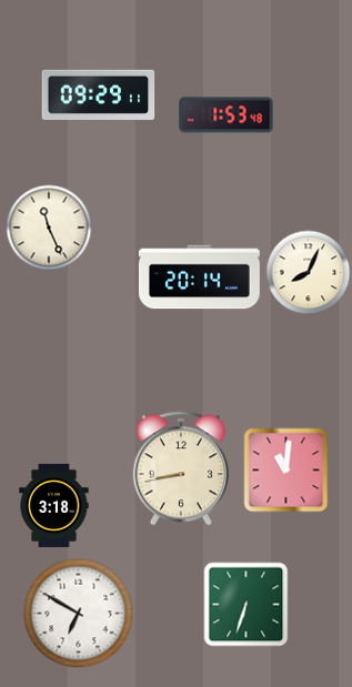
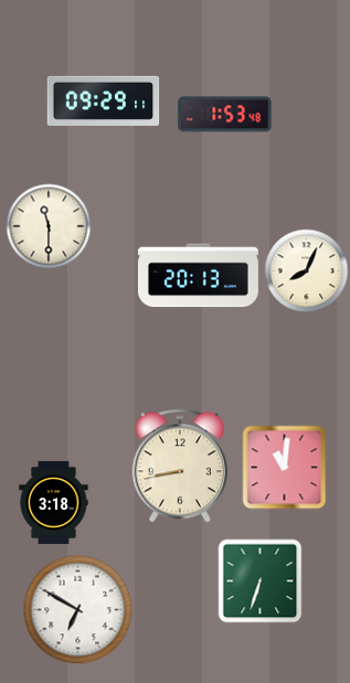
clock at (99, 94) position: (99, 94) -> (104, 100)
clock at (49, 228): 11:26 -> 11:30
clock at (199, 277): 20:14 -> 20:13
clock at (247, 605) position: (247, 605) -> (261, 581)
